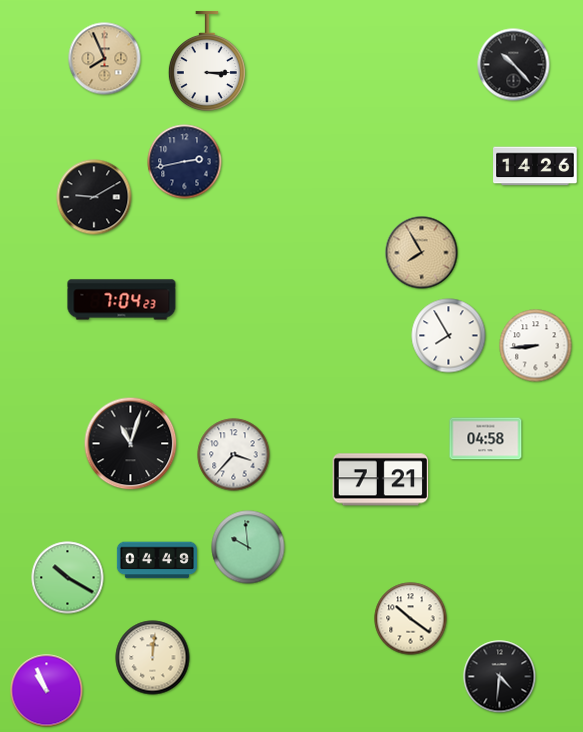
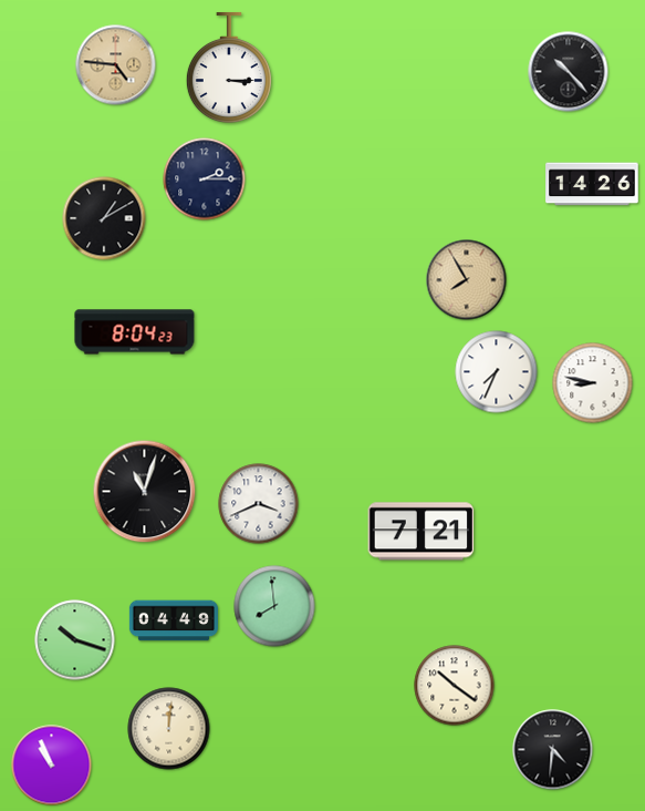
clock at (105, 59): 7:56 -> 4:46
clock at (185, 162): 2:43 -> 2:15
clock at (94, 197): 9:10 -> 1:10
clock at (122, 300): 7:04 -> 8:04
clock at (449, 336): 7:55 -> 7:34
clock at (536, 346): 8:44 -> 8:47
clock at (486, 439): 04:58 -> none
clock at (234, 455): 3:37 -> 3:41
clock at (248, 547): 9:59 -> 7:59
clock at (68, 578): 10:20 -> 10:18
